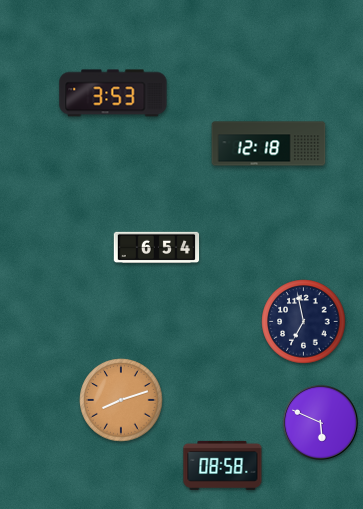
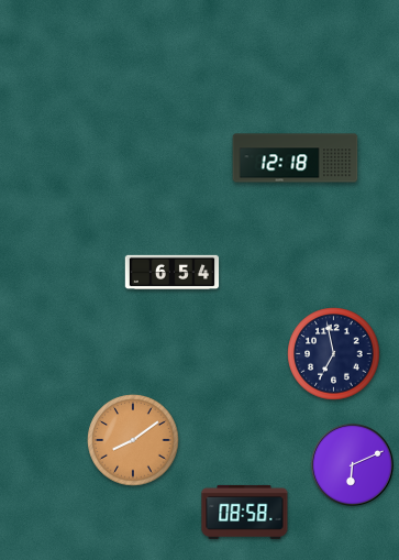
clock at (113, 93): 3:53 -> none
clock at (121, 400): 8:12 -> 8:09
clock at (320, 422): 5:49 -> 6:11
